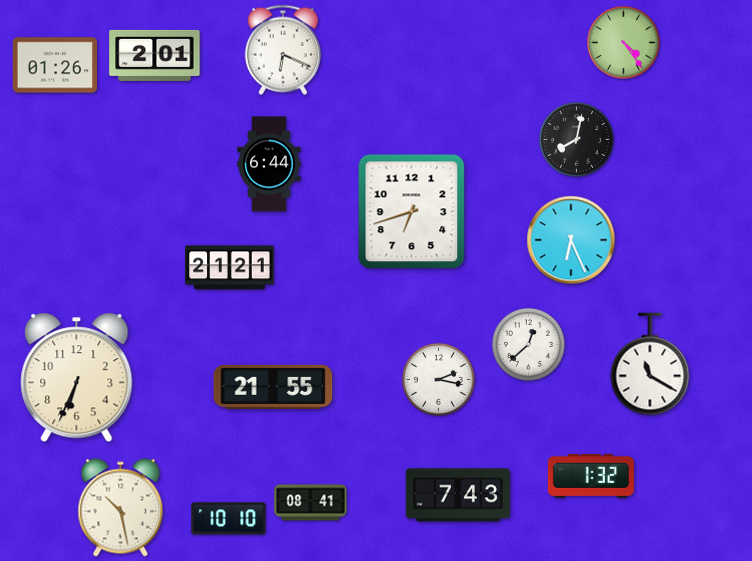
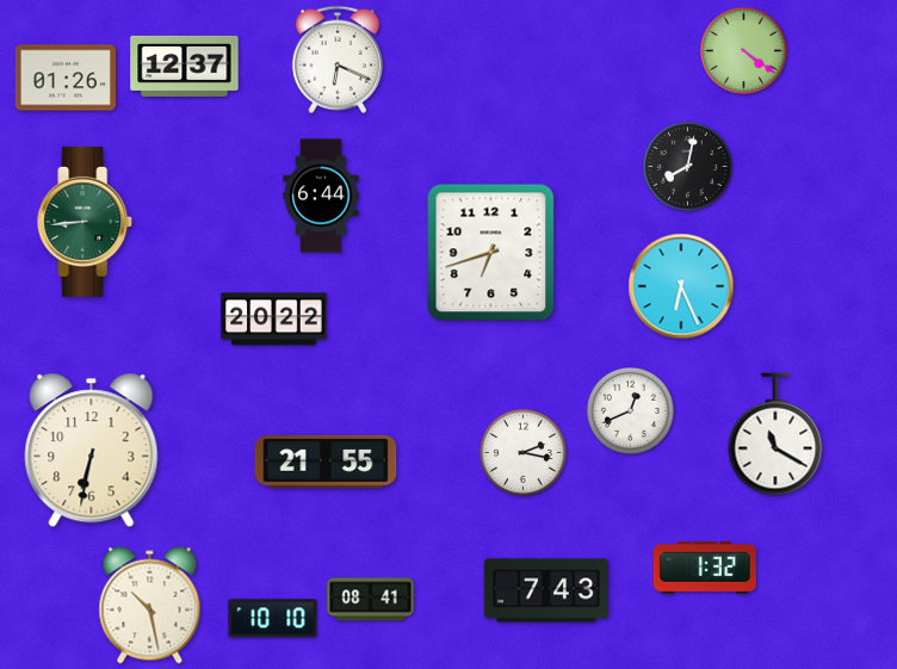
clock at (623, 42): 4:24 -> 4:21
clock at (155, 55): 2:01 -> 12:37
clock at (86, 222): none -> 8:44
clock at (230, 268): 21:21 -> 20:22
clock at (528, 344): 12:38 -> 12:41
clock at (77, 378): 6:34 -> 6:32
clock at (121, 508) position: (121, 508) -> (150, 606)
